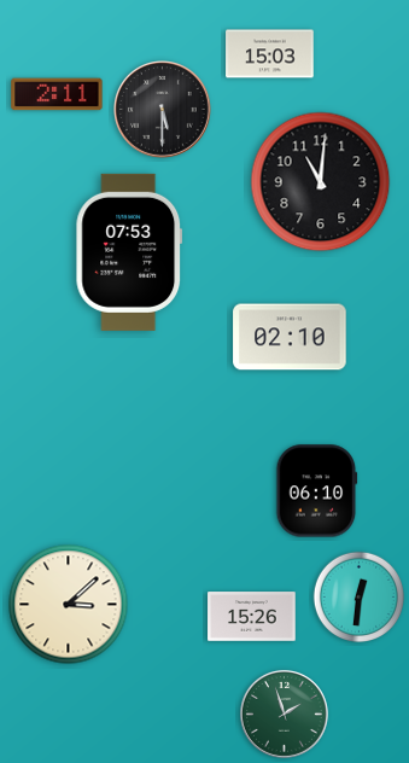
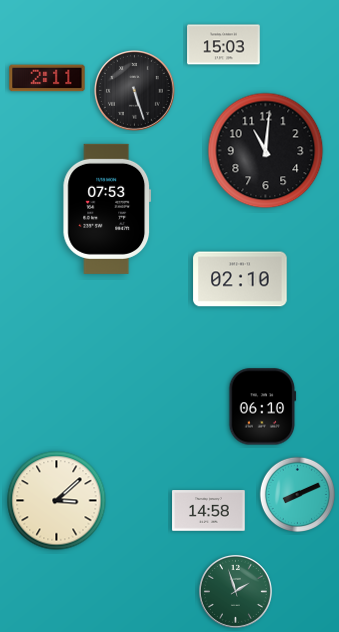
clock at (163, 110): 5:30 -> 5:27
clock at (360, 598): 12:31 -> 8:11
clock at (252, 617): 15:26 -> 14:58
